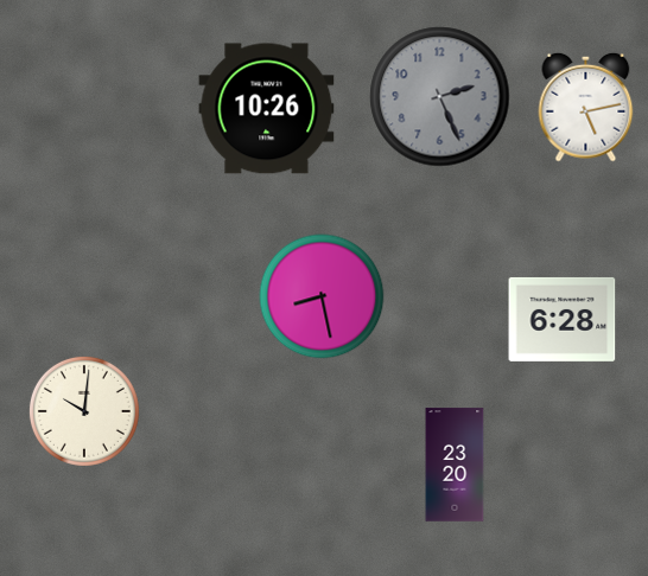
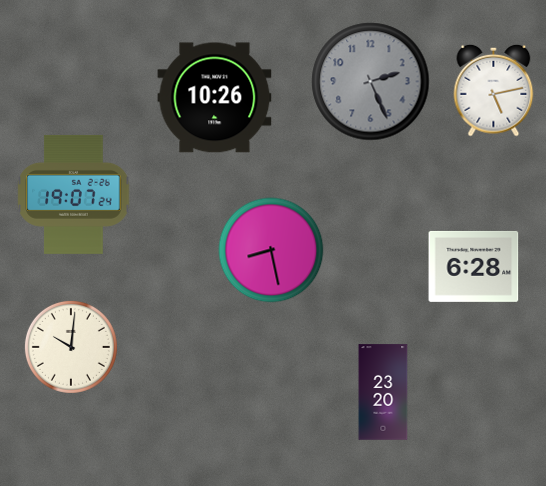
clock at (267, 109) position: (267, 109) -> (215, 98)
clock at (74, 194): none -> 19:07
clock at (563, 319) position: (563, 319) -> (474, 266)
